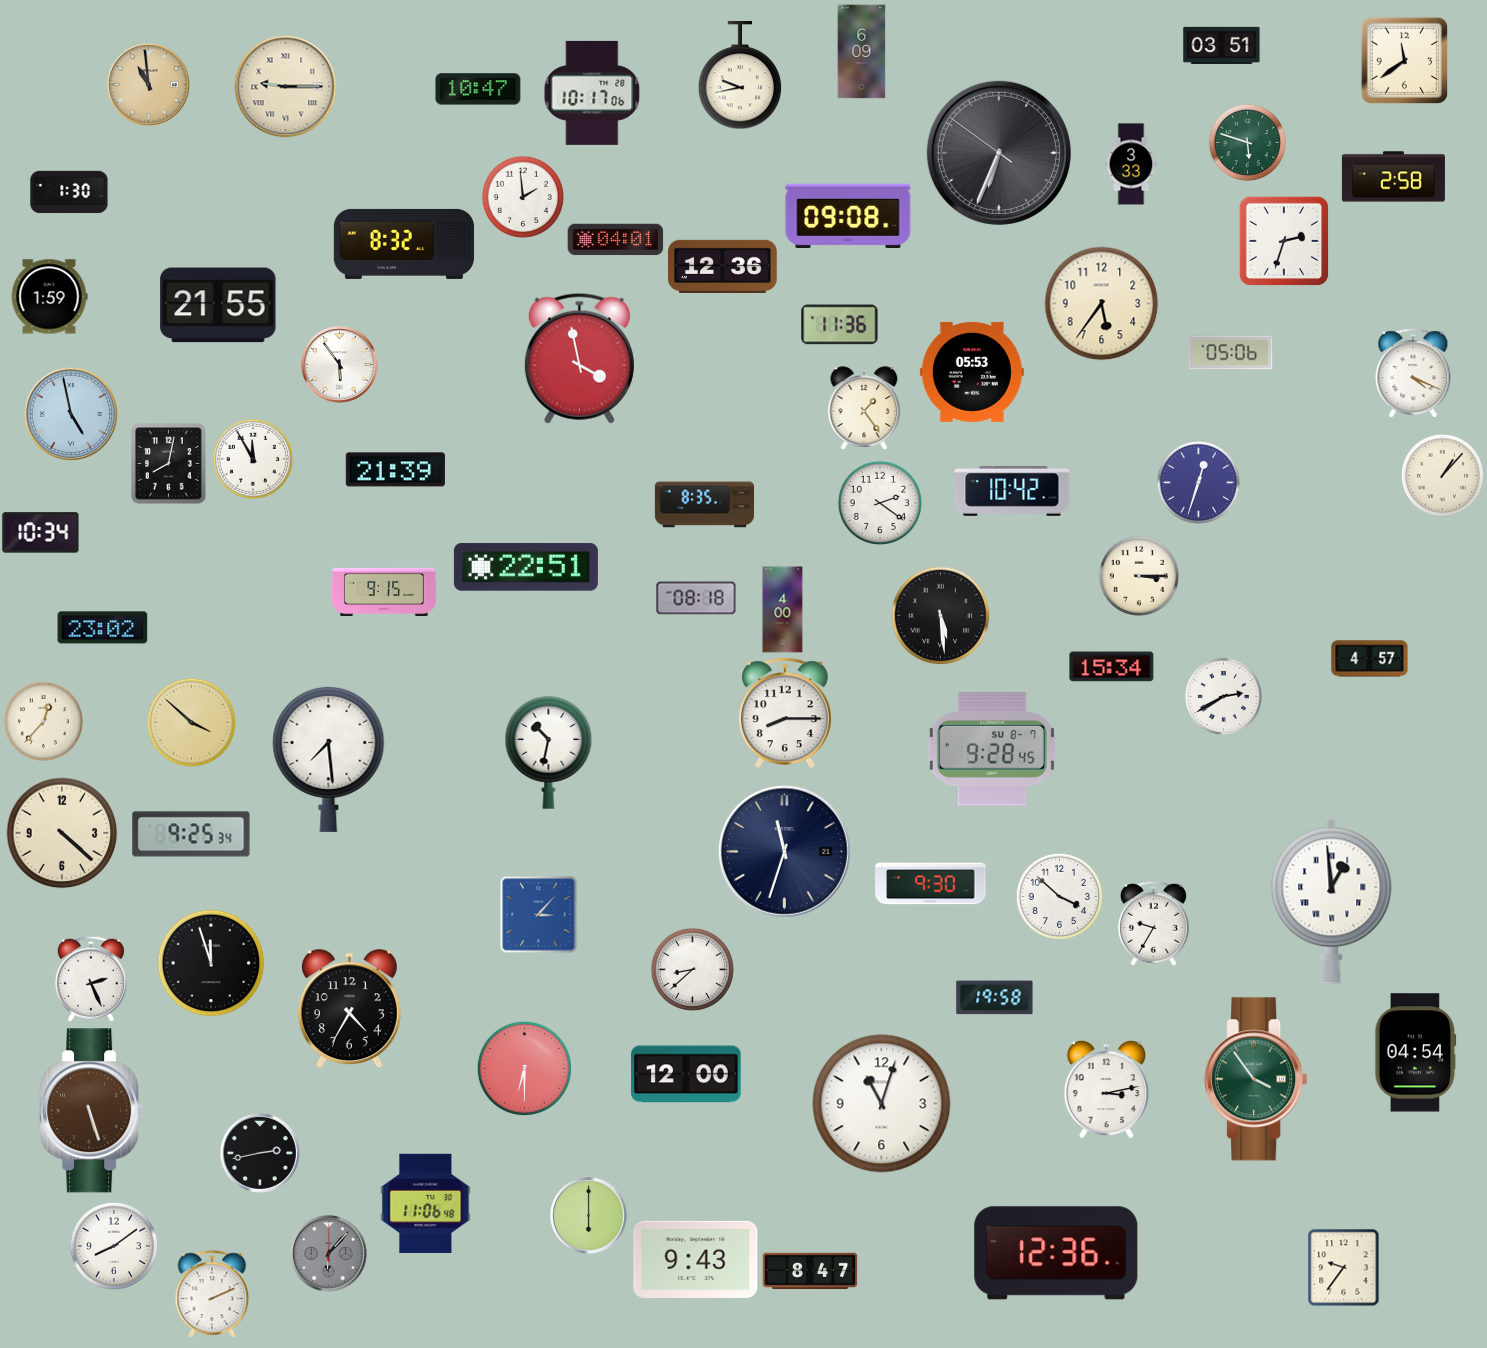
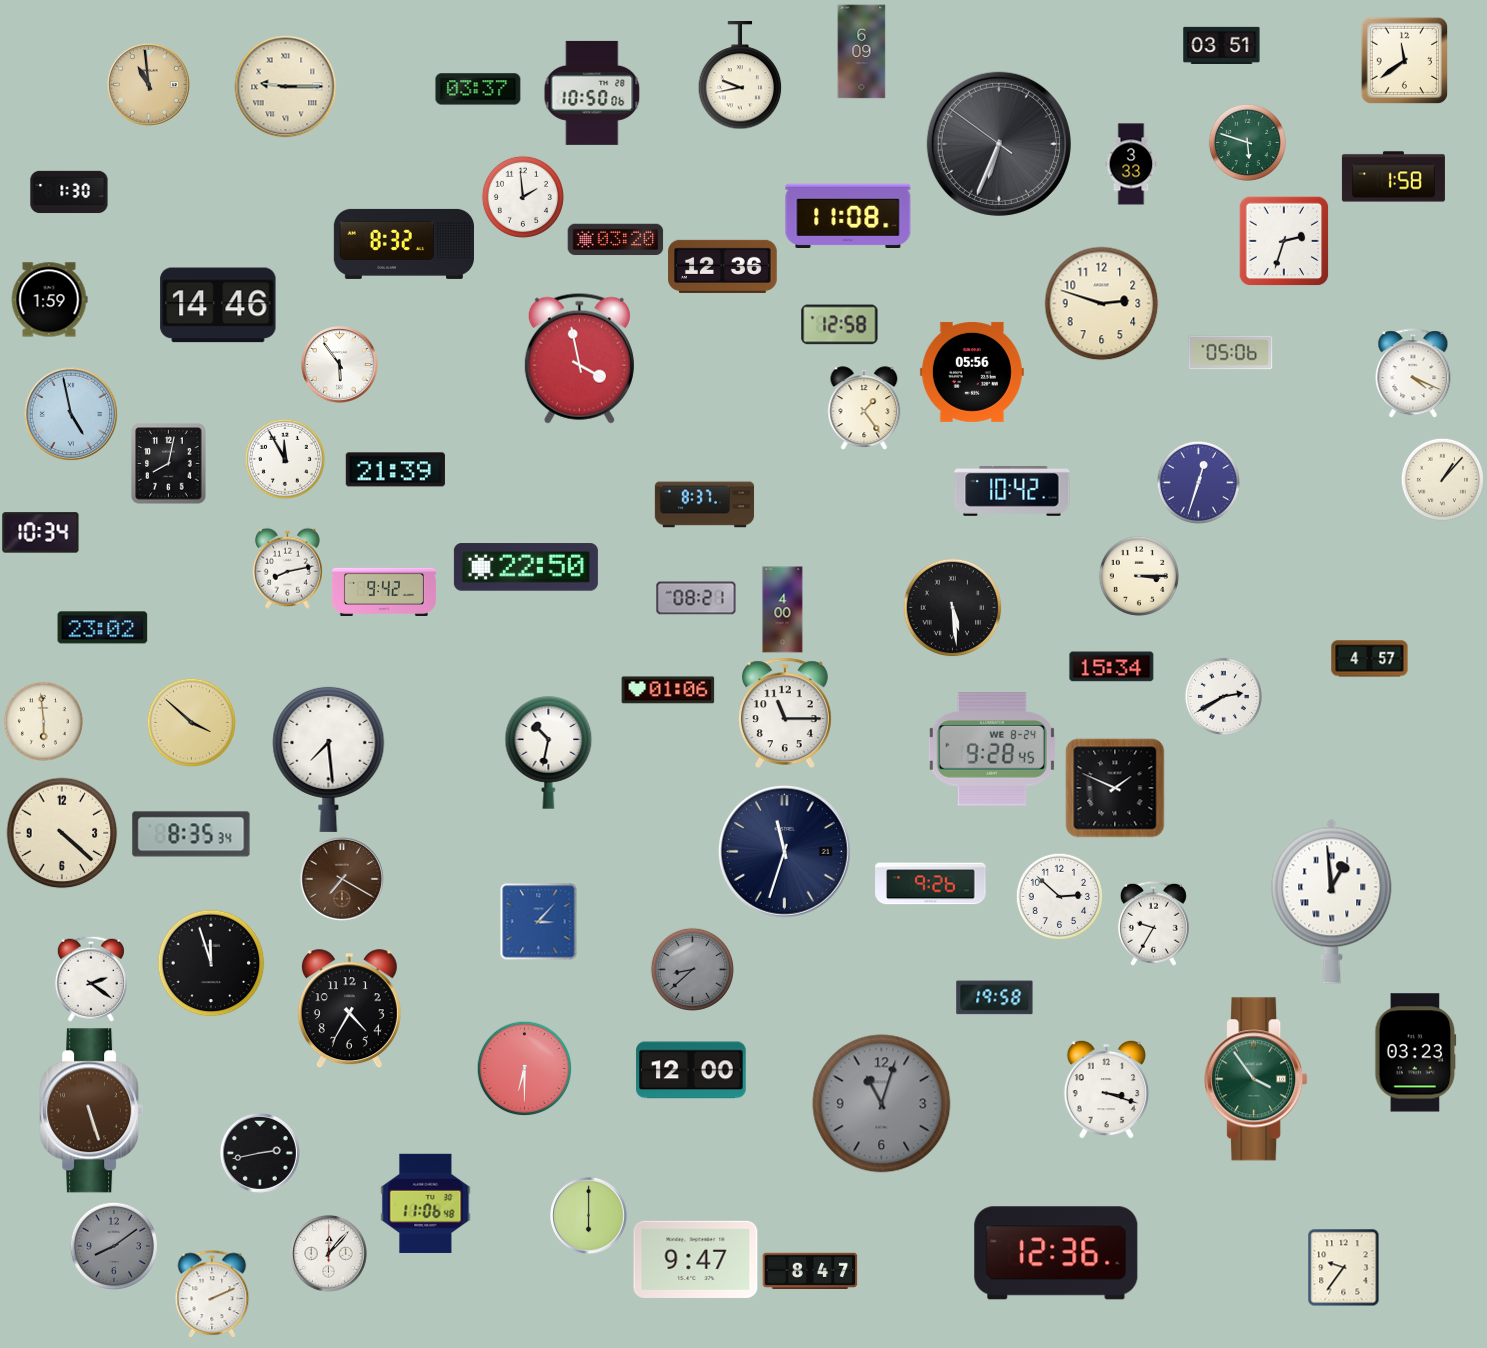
clock at (478, 89): 10:47 -> 03:37
clock at (592, 93): 10:17 -> 10:50
clock at (999, 153) position: (999, 153) -> (999, 144)
clock at (1393, 177): 2:58 -> 1:58
clock at (848, 216): 09:08 -> 11:08
clock at (616, 240): 04:01 -> 03:20
clock at (49, 297) position: (49, 297) -> (49, 300)
clock at (1102, 304): 5:36 -> 2:48
clock at (218, 305): 21:55 -> 14:46
clock at (840, 325): 11:36 -> 12:58
clock at (972, 372): 05:53 -> 05:56
clock at (253, 459) position: (253, 459) -> (285, 459)
clock at (1442, 475) position: (1442, 475) -> (1442, 479)
clock at (880, 503): 2:21 -> none
clock at (705, 505): 8:35 -> 8:37
clock at (526, 567): 22:51 -> 22:50
clock at (287, 568): none -> 8:13
clock at (384, 591): 9:15 -> 9:42
clock at (696, 598): 08:18 -> 08:21
clock at (941, 616) position: (941, 616) -> (953, 608)
clock at (668, 690): none -> 01:06
clock at (785, 712): 8:15 -> 11:15
clock at (43, 721): 12:37 -> 5:59
clock at (992, 749) date: SU 8-7 -> WE 8-24
clock at (1115, 788): none -> 1:49
clock at (191, 834): 9:25 -> 8:35
clock at (342, 879): none -> 7:20
clock at (931, 884): 9:30 -> 9:26
clock at (1059, 896): 3:52 -> 2:52
clock at (539, 915) position: (539, 915) -> (539, 922)
clock at (692, 969) dial: white -> grey
clock at (91, 979): 2:26 -> 2:21
clock at (1416, 1053): 04:54 -> 03:23
clock at (686, 1074) position: (686, 1074) -> (691, 1070)
clock at (1106, 1089): 3:13 -> 3:18
clock at (882, 1104) dial: white -> grey
clock at (113, 1245) dial: white -> grey
clock at (329, 1254): 6:07 -> 12:07
clock at (329, 1254) dial: grey -> white
clock at (696, 1259): 9:43 -> 9:47
